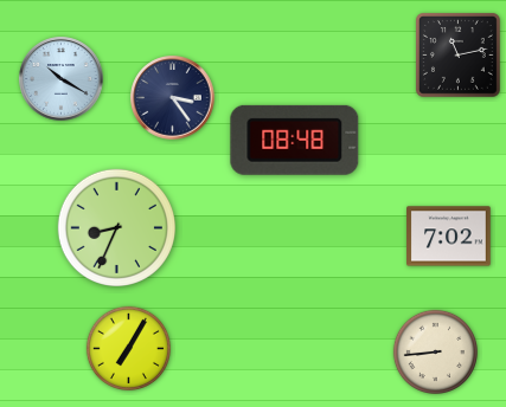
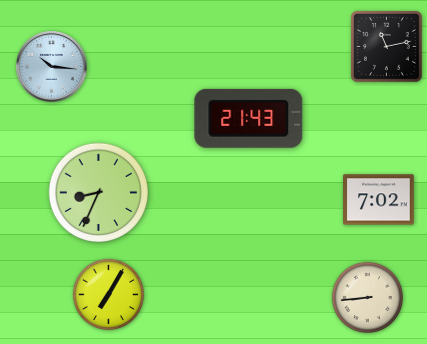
clock at (62, 79): 10:20 -> 10:16
clock at (173, 98): 3:24 -> none
clock at (295, 140): 08:48 -> 21:43
